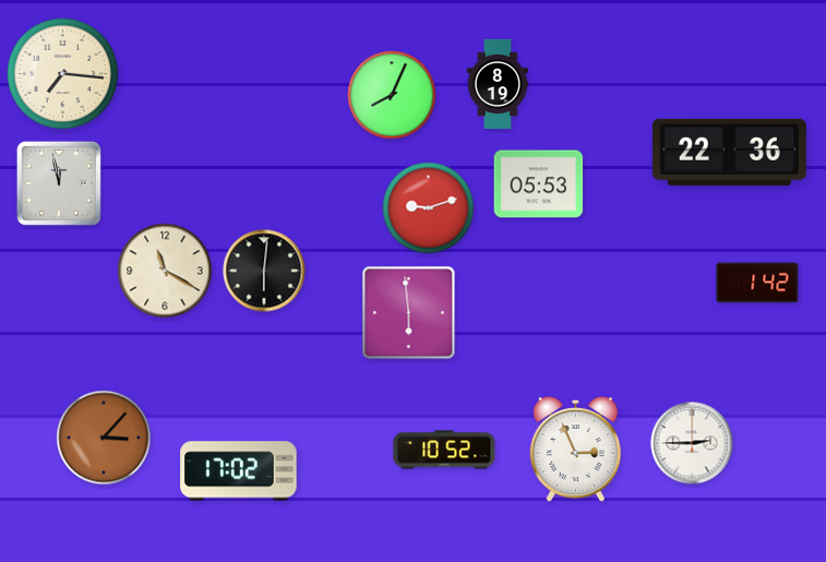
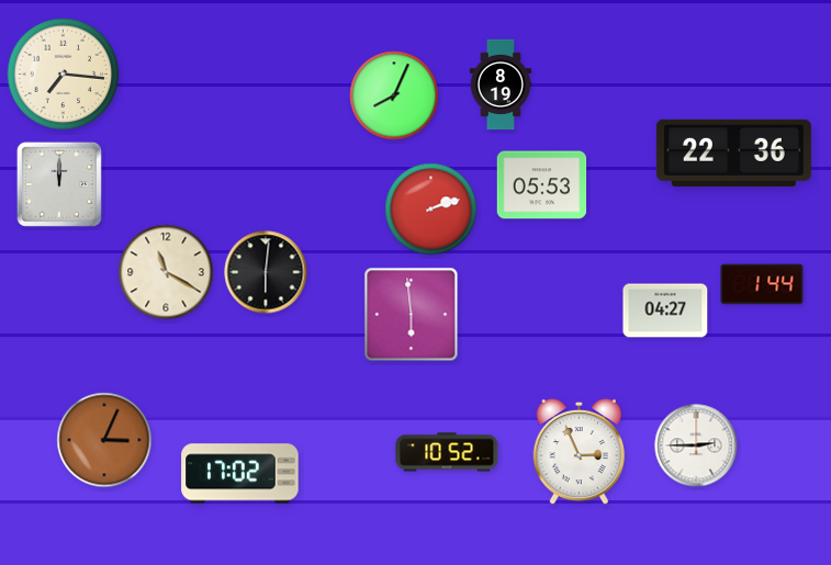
clock at (59, 183): 11:58 -> 12:00
clock at (429, 208): 9:12 -> 2:12
clock at (757, 283): 1:42 -> 1:44
clock at (665, 310): none -> 04:27
clock at (104, 438): 3:07 -> 3:04
